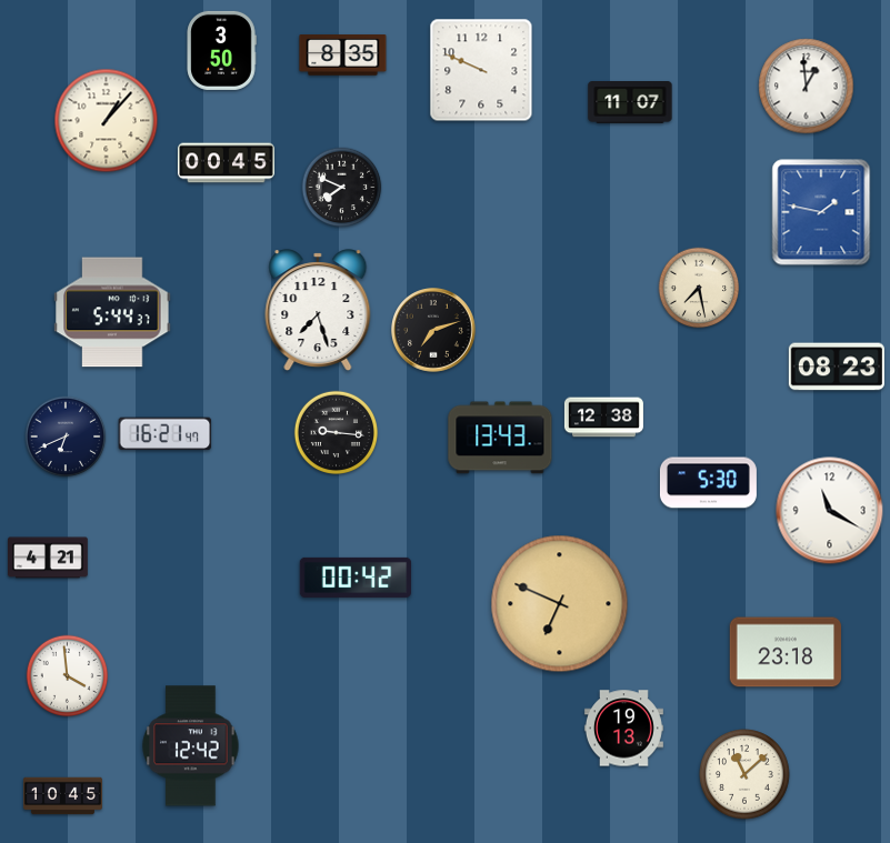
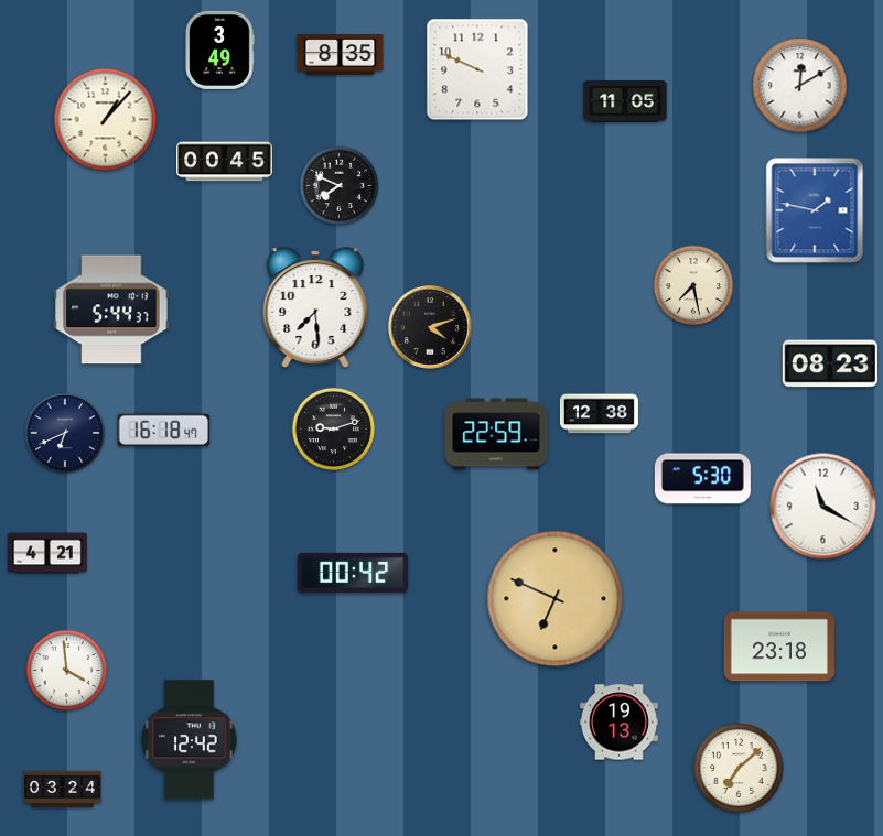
clock at (221, 50): 3:50 -> 3:49
clock at (807, 87): 12:59 -> 12:10
clock at (630, 103): 11:07 -> 11:05
clock at (318, 310): 7:27 -> 7:29
clock at (434, 331): 7:12 -> 4:12
clock at (336, 432): 9:16 -> 9:12
clock at (166, 434): 16:21 -> 16:18
clock at (500, 438): 13:43 -> 22:59
clock at (744, 774): 11:08 -> 7:08
clock at (62, 796): 10:45 -> 03:24
